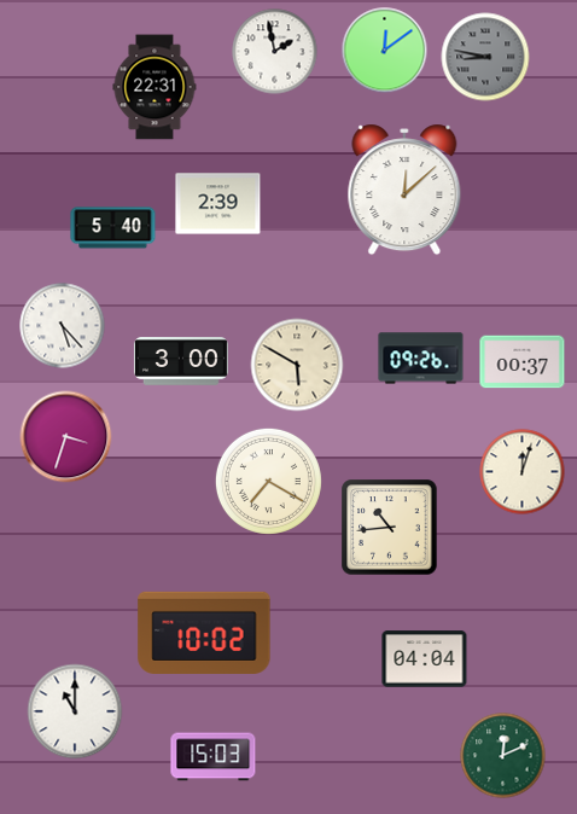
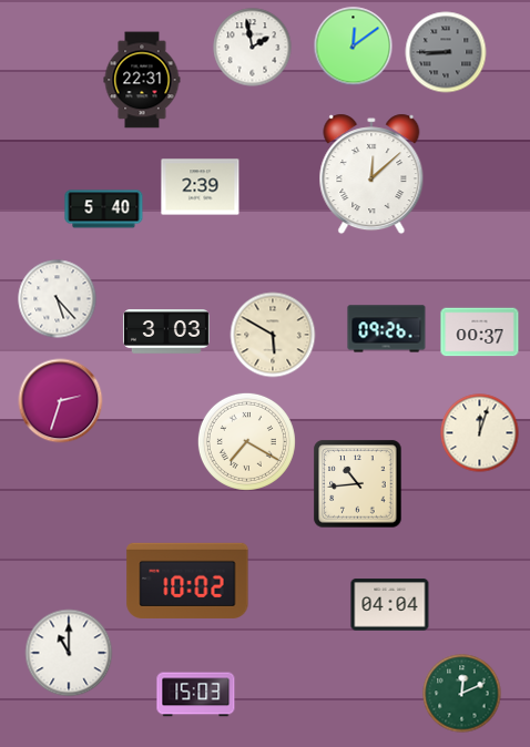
clock at (485, 57): 8:47 -> 8:45
clock at (181, 361): 3:00 -> 3:03
clock at (66, 437): 3:33 -> 2:33
